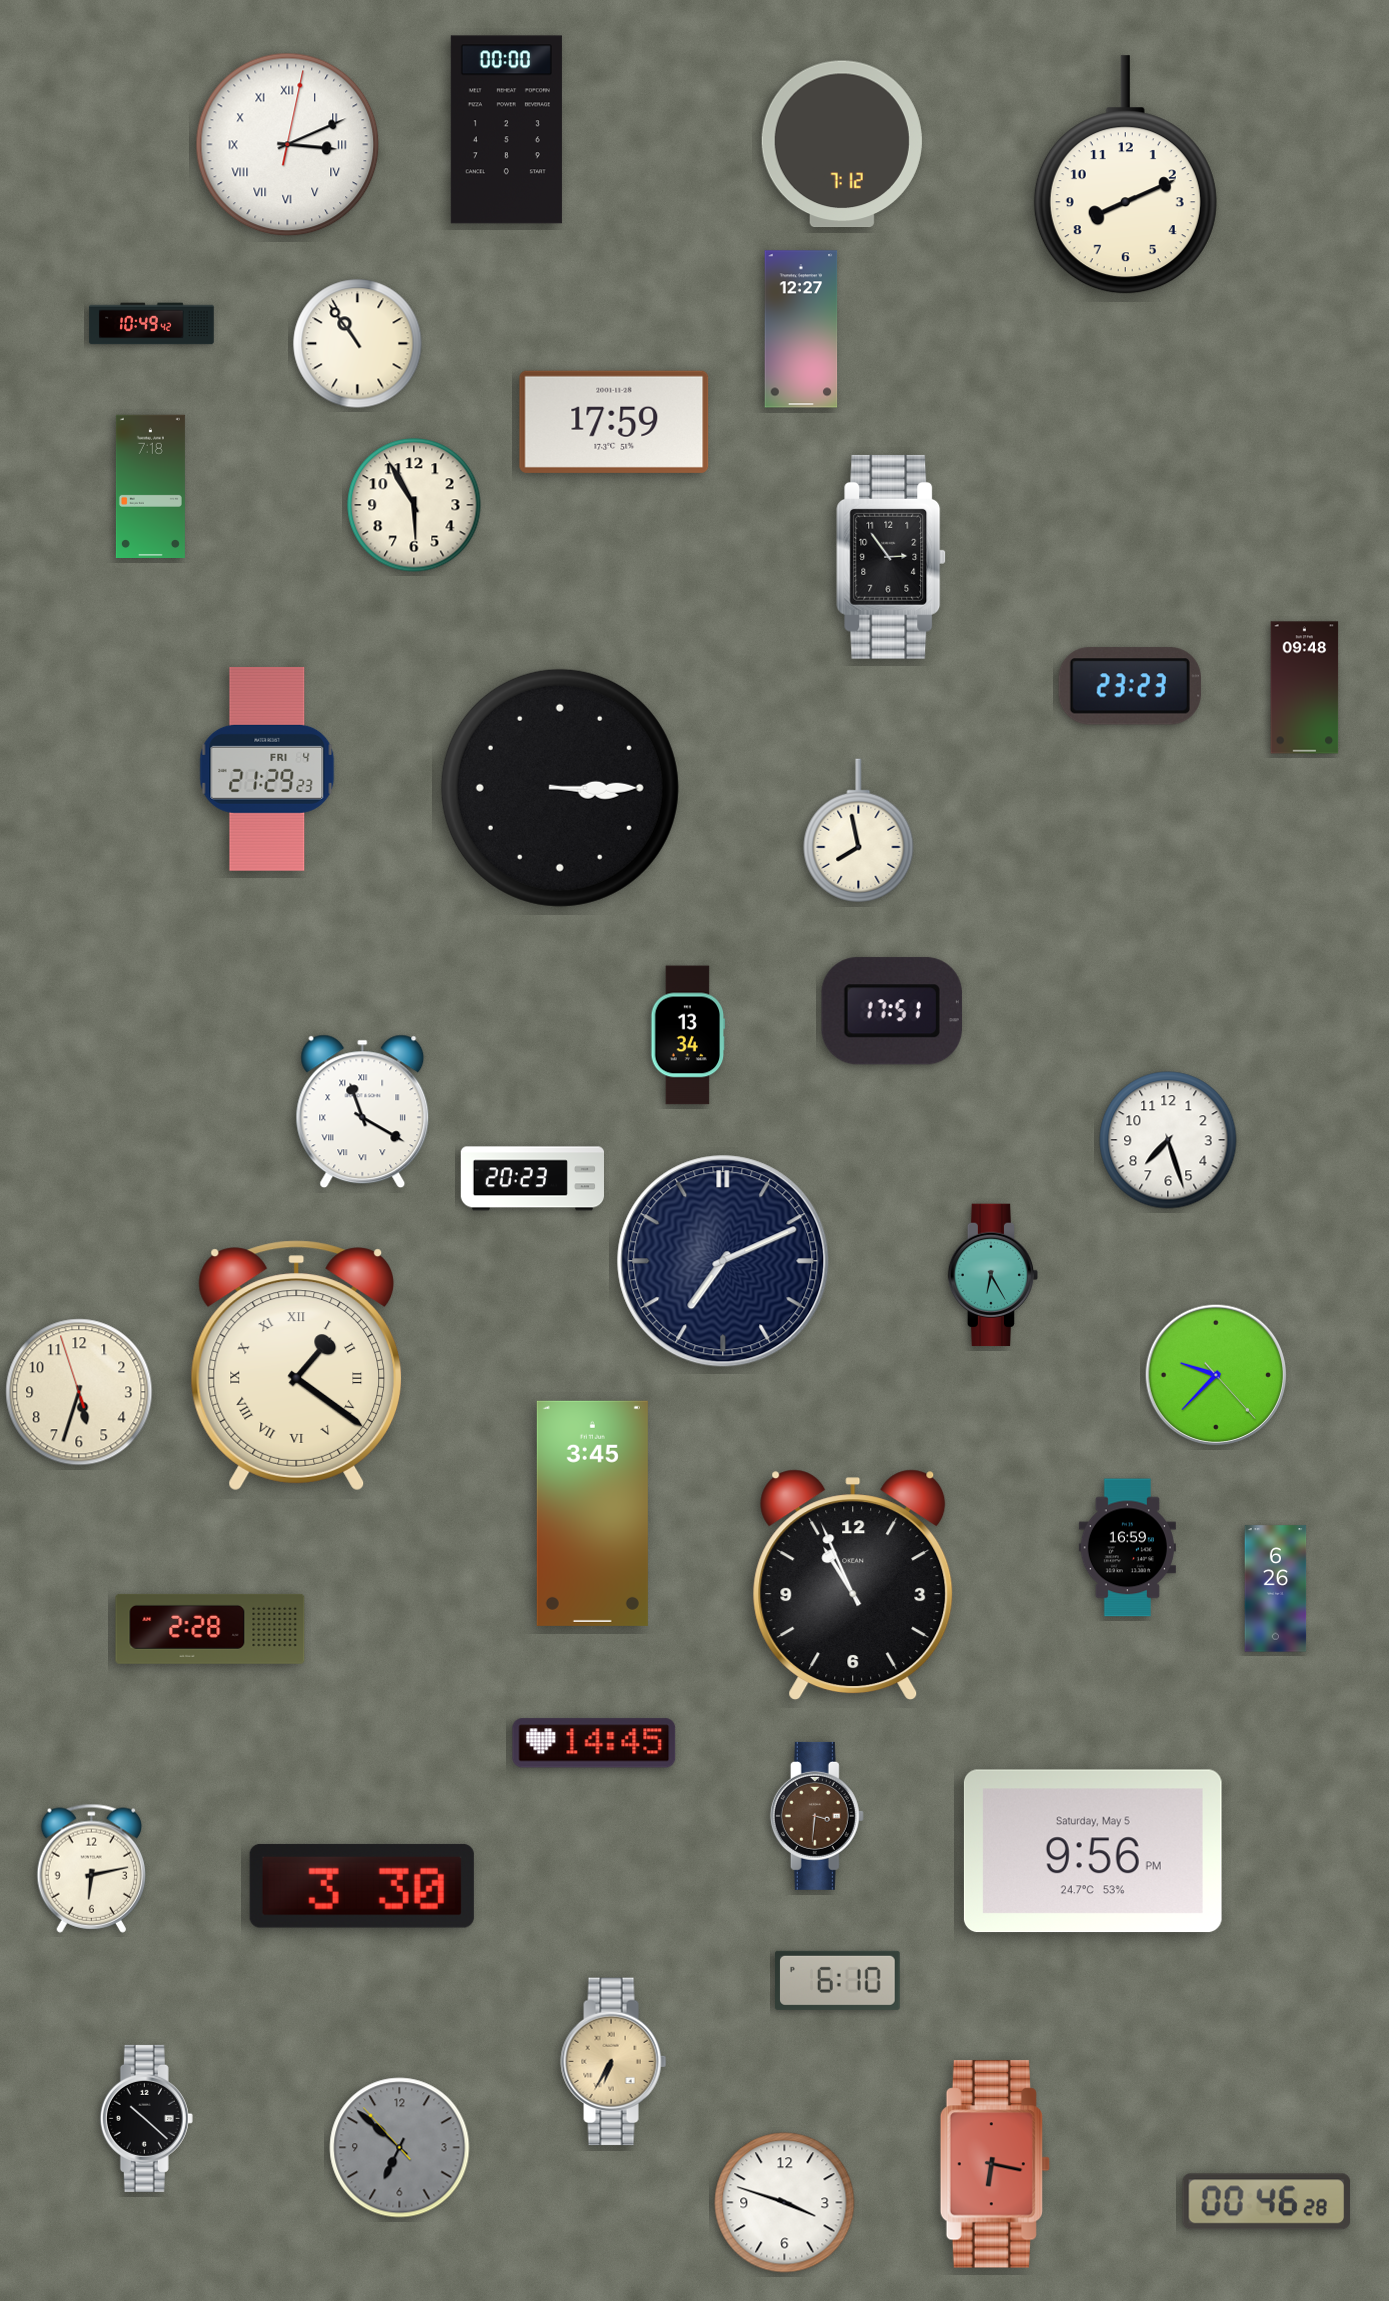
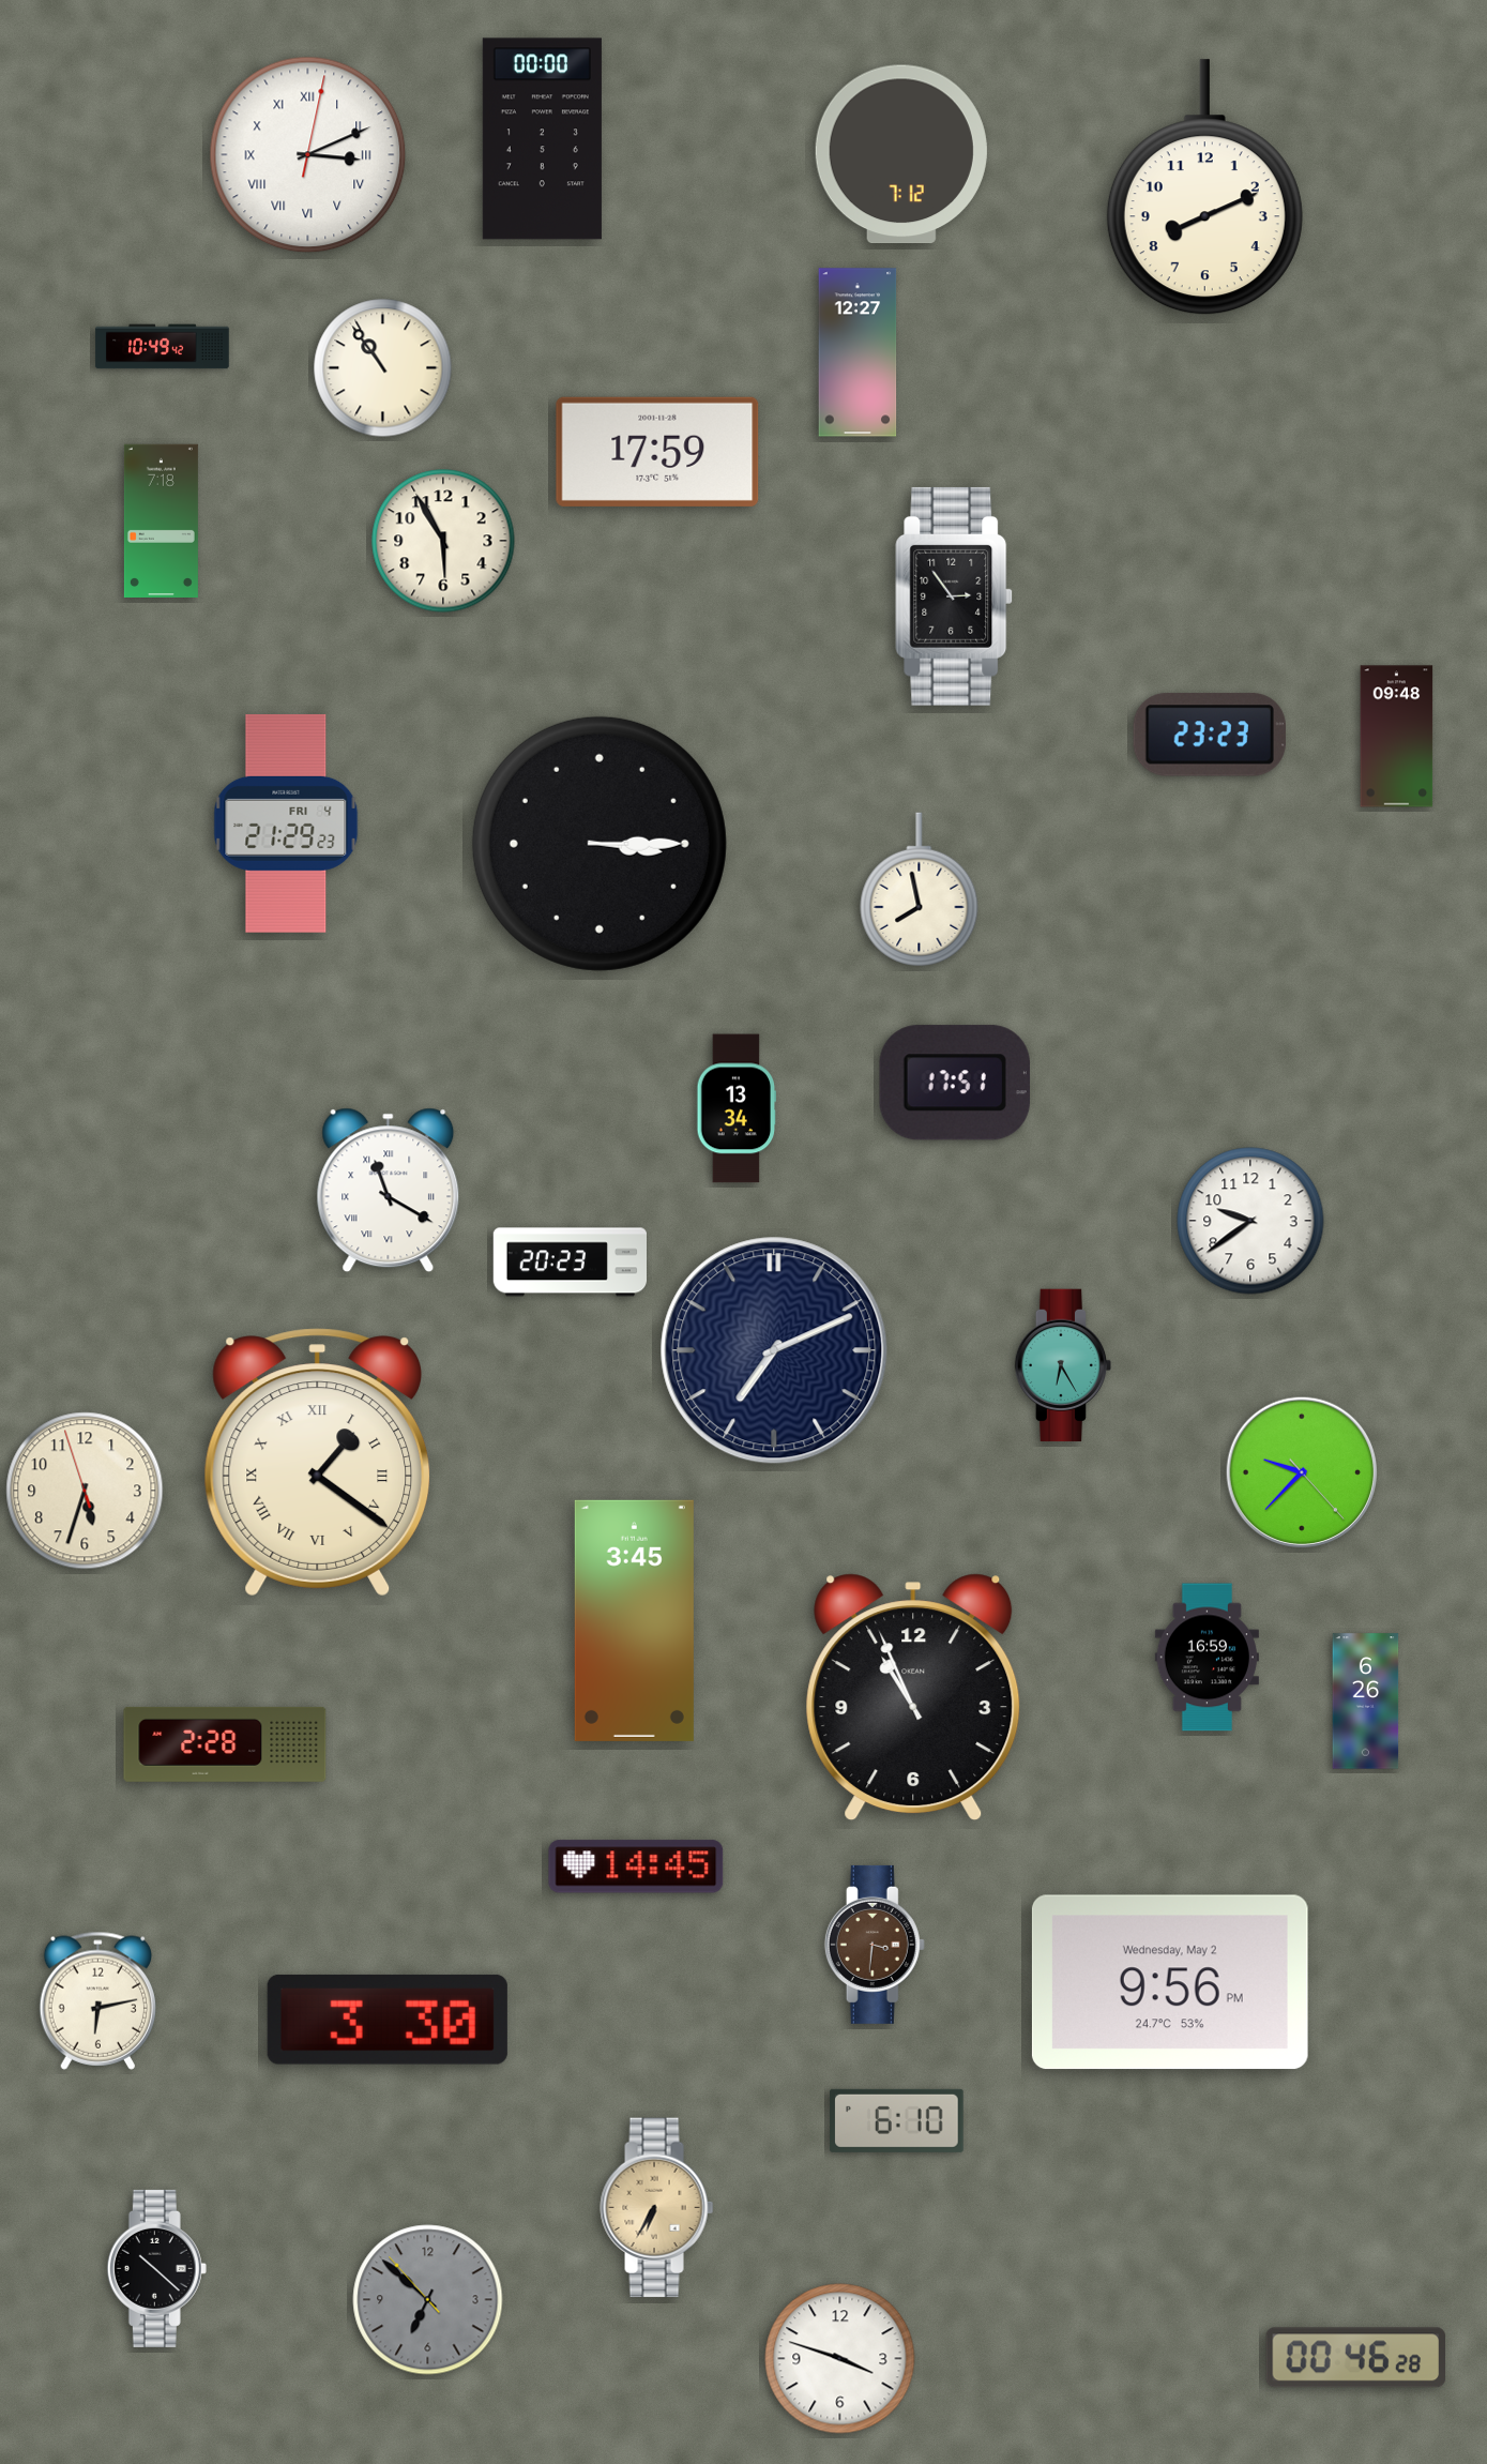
clock at (1168, 1140): 7:27 -> 9:39
clock at (1093, 1851) date: Saturday, May 5 -> Wednesday, May 2
clock at (995, 2164): 6:17 -> none
